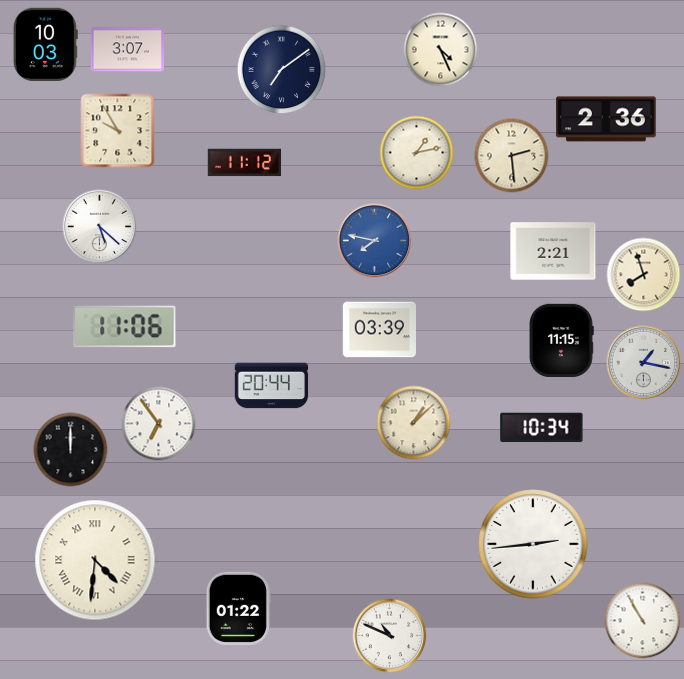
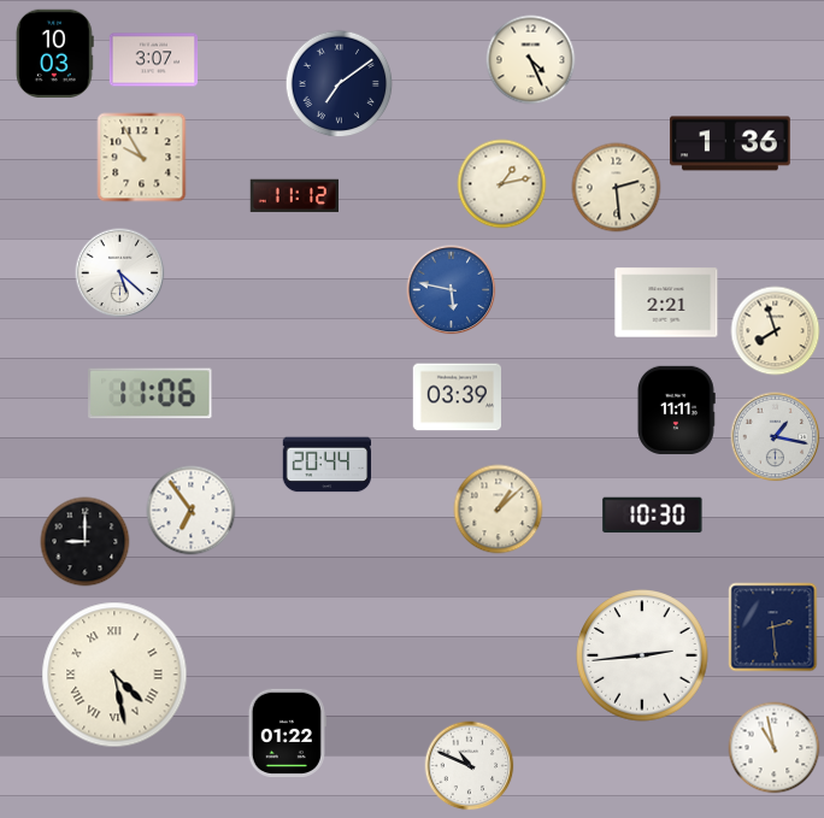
clock at (606, 119): 2:36 -> 1:36
clock at (375, 241): 7:47 -> 5:47
clock at (561, 340): 11:15 -> 11:11
clock at (542, 428): 10:34 -> 10:30
clock at (71, 450): 12:00 -> 9:00
clock at (773, 628): none -> 2:29
clock at (95, 560): 4:31 -> 4:28
clock at (643, 621): 10:55 -> 10:58
